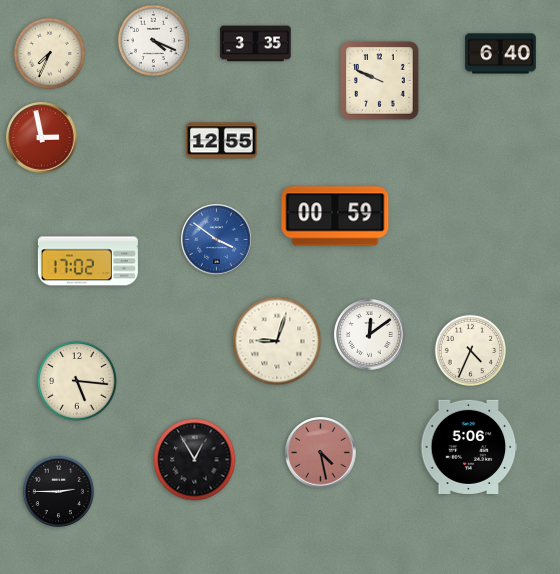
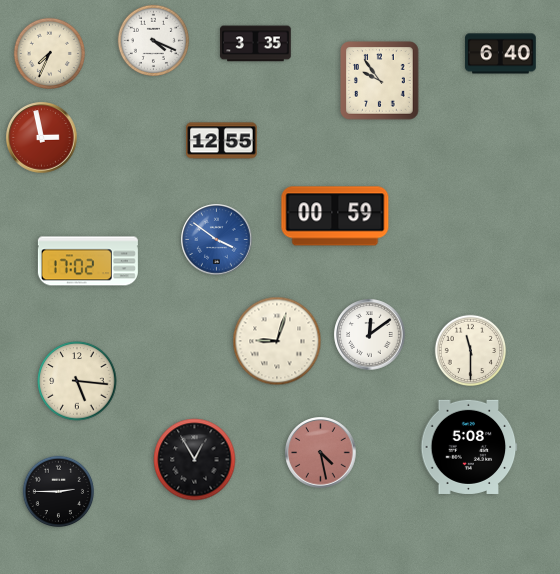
clock at (380, 81): 9:49 -> 9:54
clock at (470, 350): 4:34 -> 11:30
clock at (469, 447): 5:06 -> 5:08
